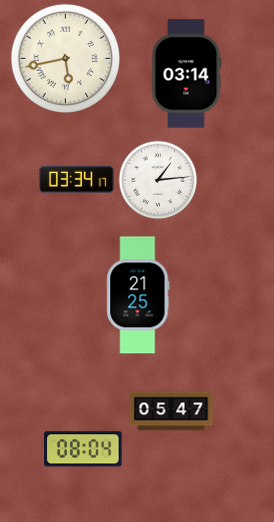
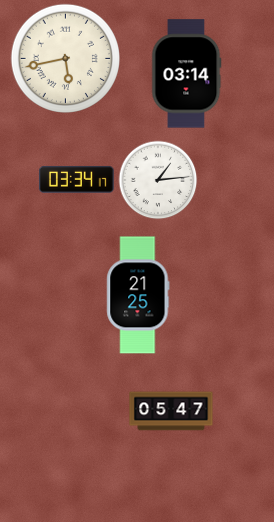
clock at (83, 449): 08:04 -> none
